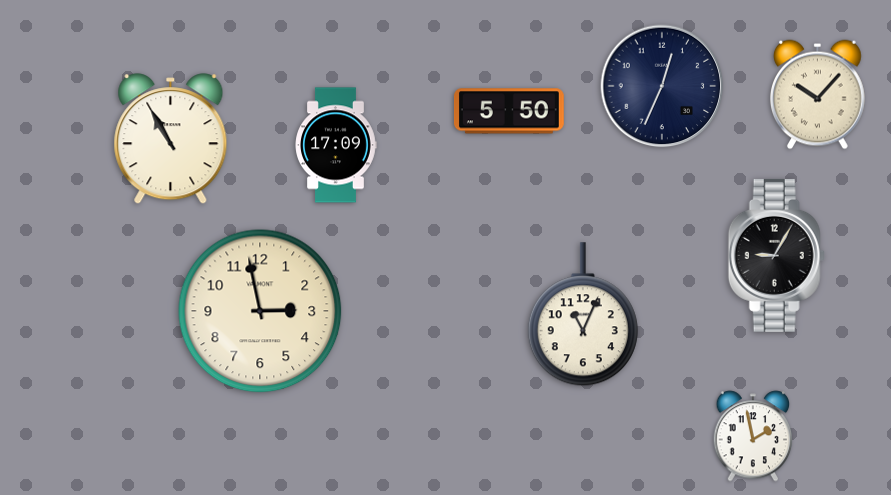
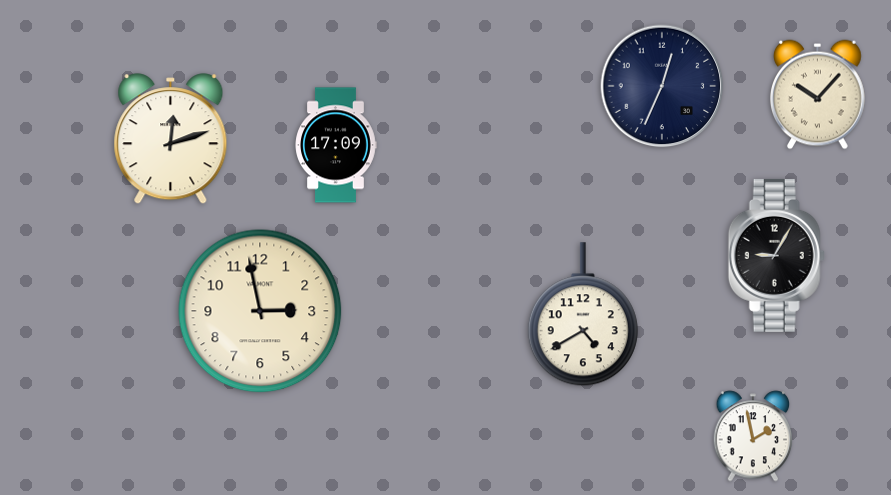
clock at (509, 111): 5:50 -> none
clock at (171, 139): 10:55 -> 12:12
clock at (583, 315): 11:04 -> 4:40
